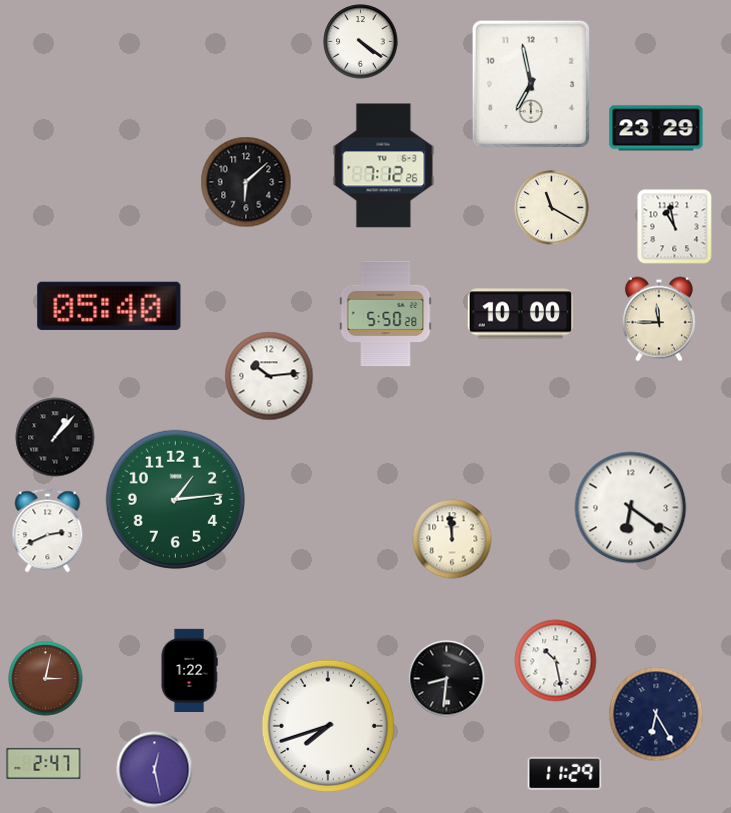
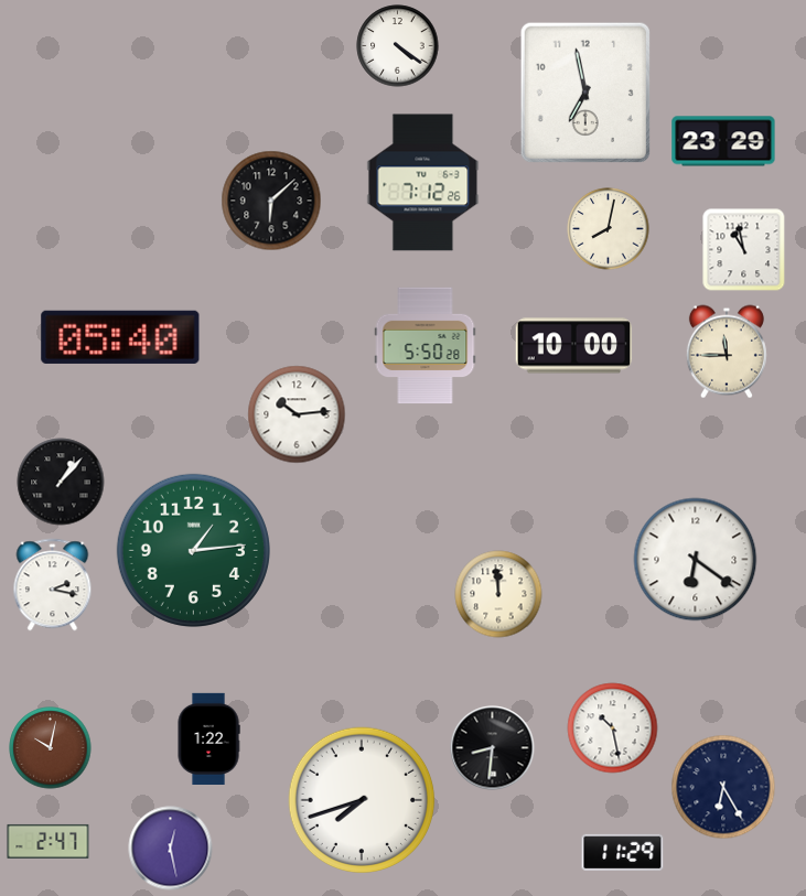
clock at (552, 208): 11:20 -> 8:02
clock at (48, 531): 2:41 -> 2:17
clock at (46, 679): 3:02 -> 10:02
